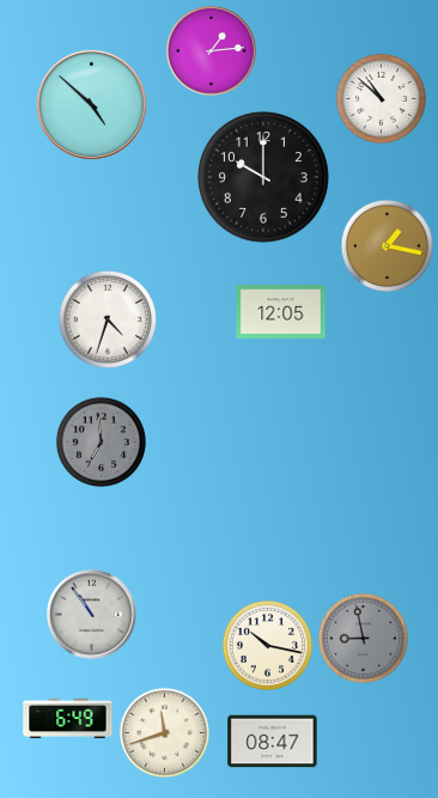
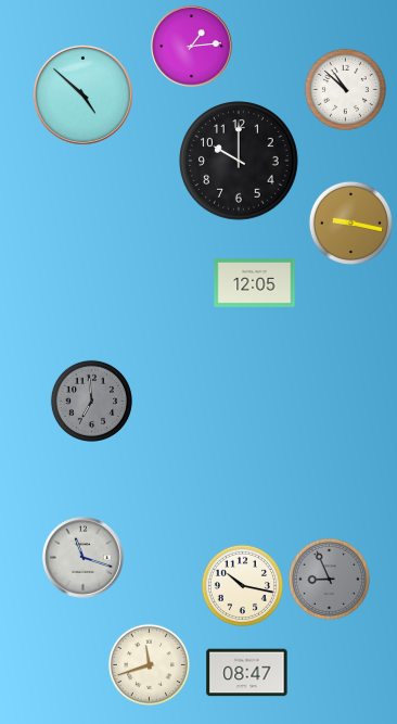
clock at (387, 245): 1:17 -> 9:17
clock at (108, 319): 4:33 -> none
clock at (92, 615): 10:54 -> 11:18
clock at (363, 638): 8:58 -> 8:56
clock at (68, 719): 6:49 -> none
